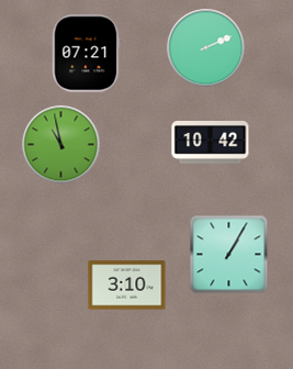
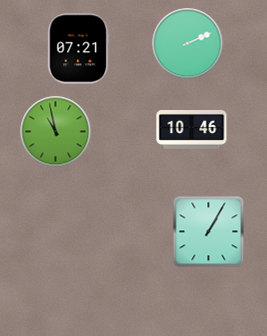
clock at (211, 143): 10:42 -> 10:46
clock at (127, 286): 3:10 -> none
